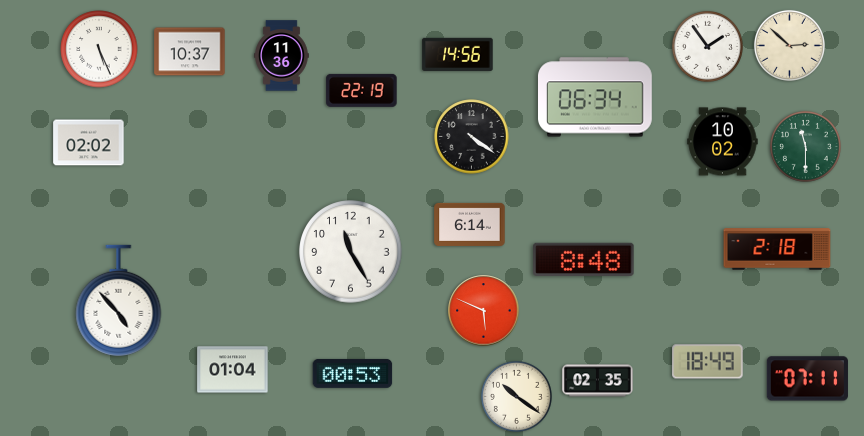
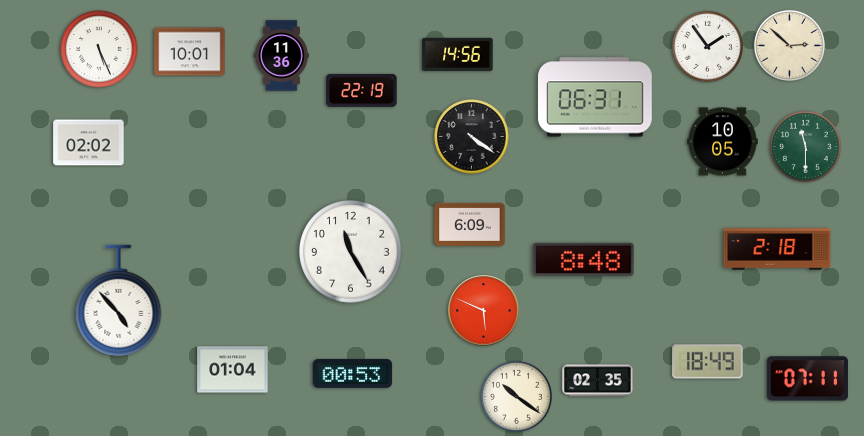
clock at (190, 52): 10:37 -> 10:01
clock at (596, 97): 06:34 -> 06:31
clock at (723, 142): 10:02 -> 10:05
clock at (470, 224): 6:14 -> 6:09
